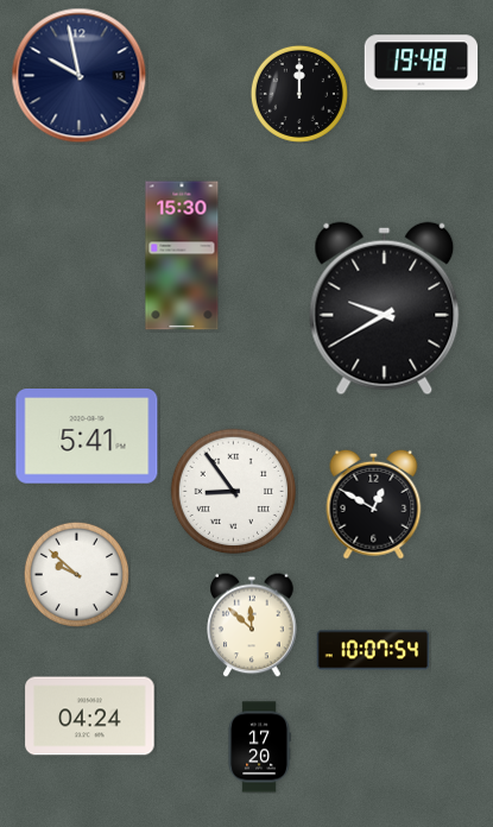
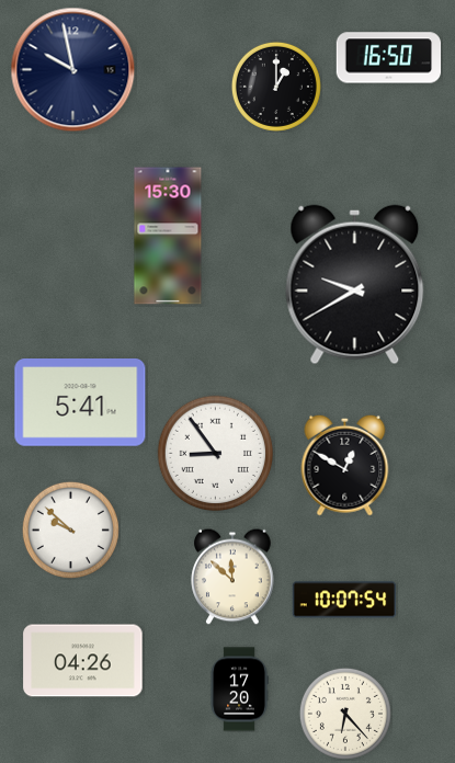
clock at (422, 63): 19:48 -> 16:50
clock at (299, 94): 12:00 -> 1:00
clock at (90, 716): 04:24 -> 04:26
clock at (345, 714): none -> 6:23
